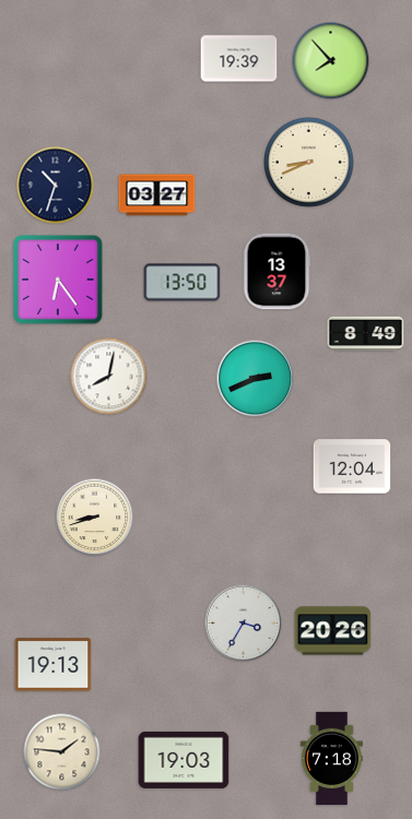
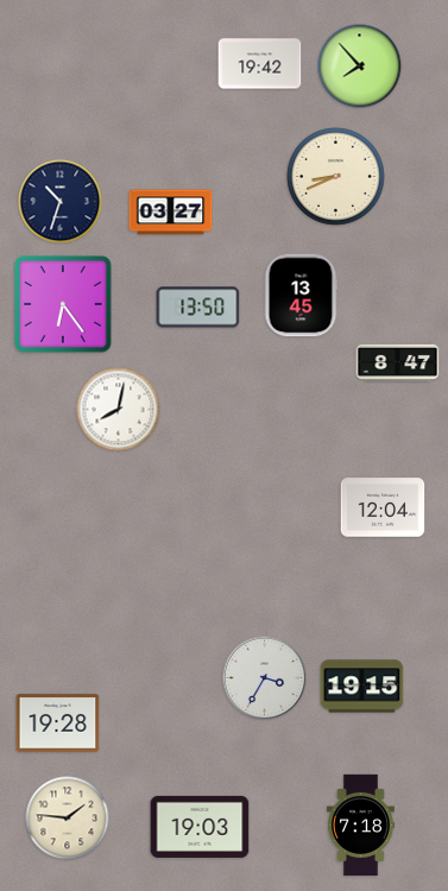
clock at (239, 59): 19:39 -> 19:42
clock at (276, 272): 13:37 -> 13:45
clock at (366, 333): 8:49 -> 8:47
clock at (256, 379): 2:41 -> none
clock at (95, 518): 8:42 -> none
clock at (333, 631): 20:26 -> 19:15
clock at (54, 665): 19:13 -> 19:28
